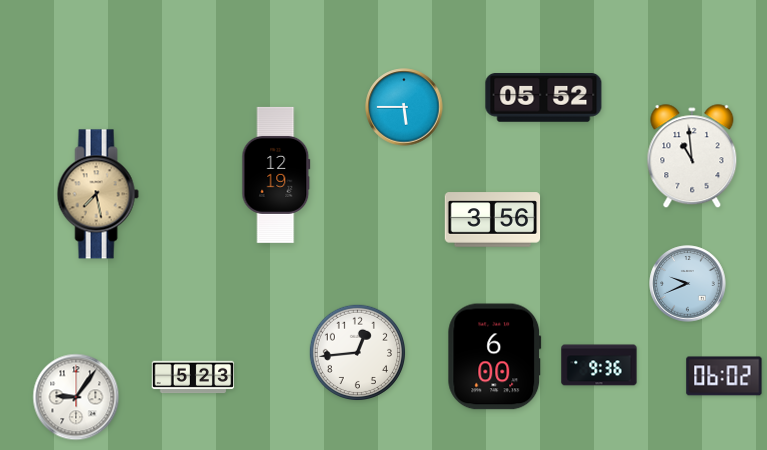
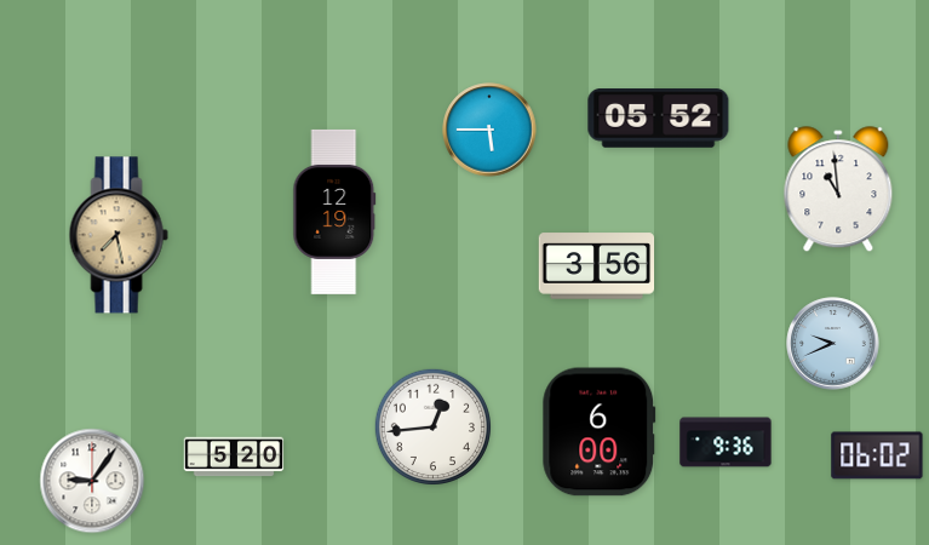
clock at (193, 377): 5:23 -> 5:20
